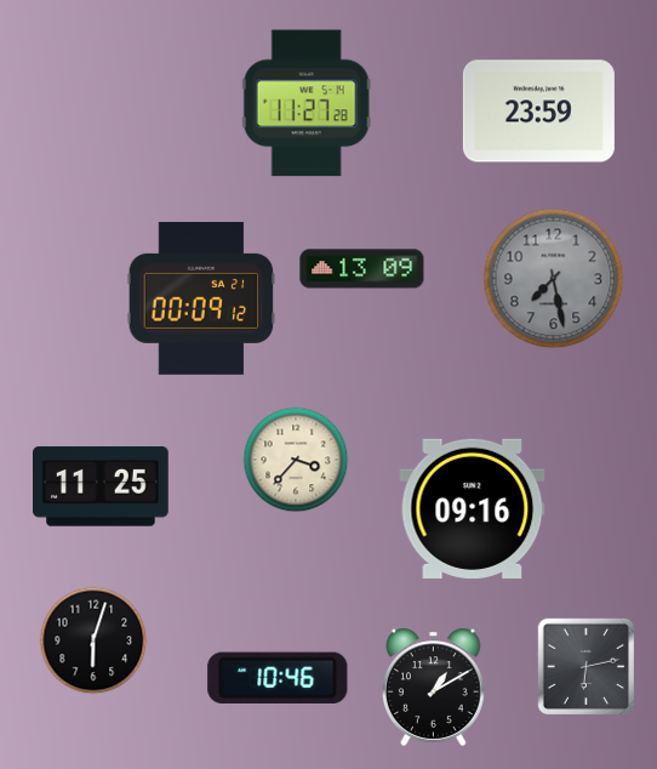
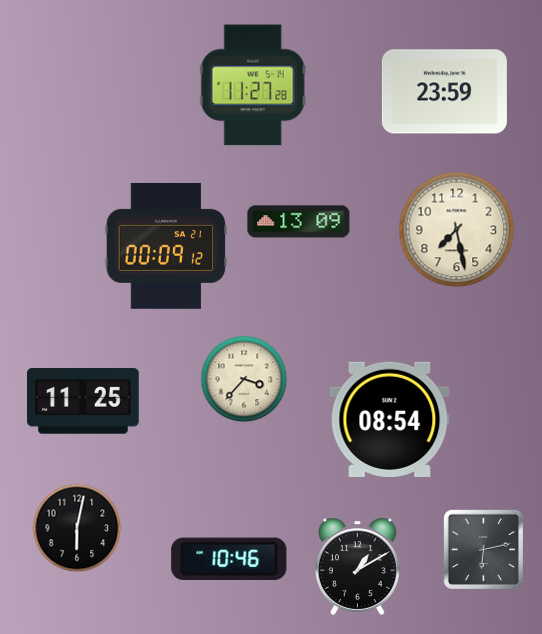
clock at (554, 279) dial: grey -> cream
clock at (473, 508): 09:16 -> 08:54
clock at (93, 640): 6:03 -> 6:02
